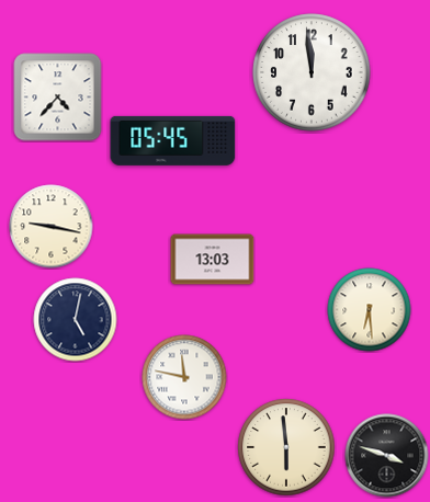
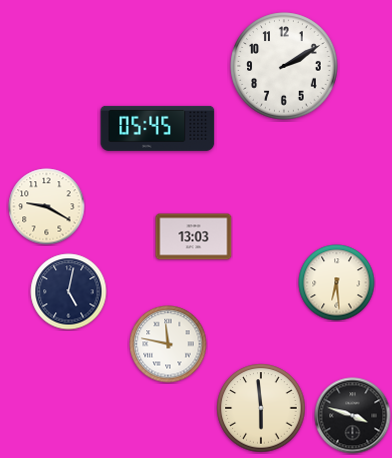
clock at (312, 72): 11:59 -> 2:10
clock at (58, 98): 4:37 -> none
clock at (52, 227): 9:17 -> 9:20
